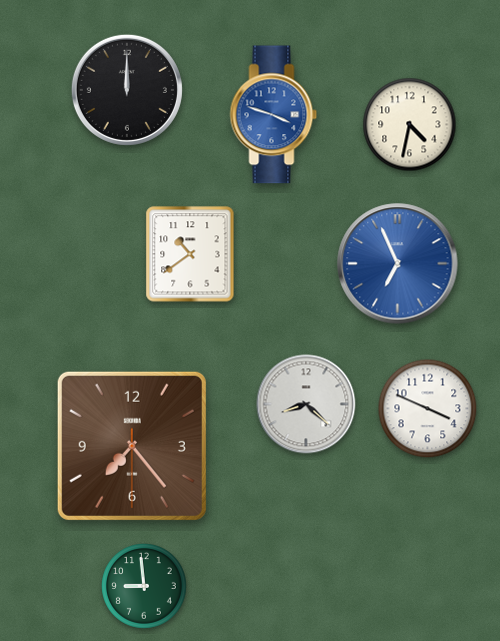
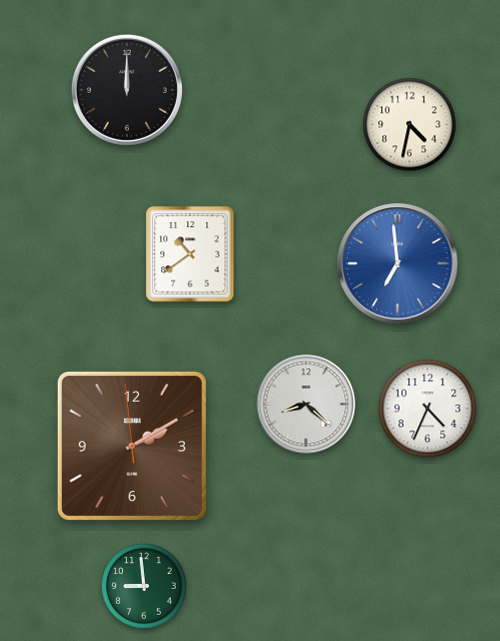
clock at (274, 115): 3:48 -> none
clock at (398, 264): 6:56 -> 6:59
clock at (428, 409): 3:49 -> 4:34
clock at (132, 446): 7:23 -> 2:09
